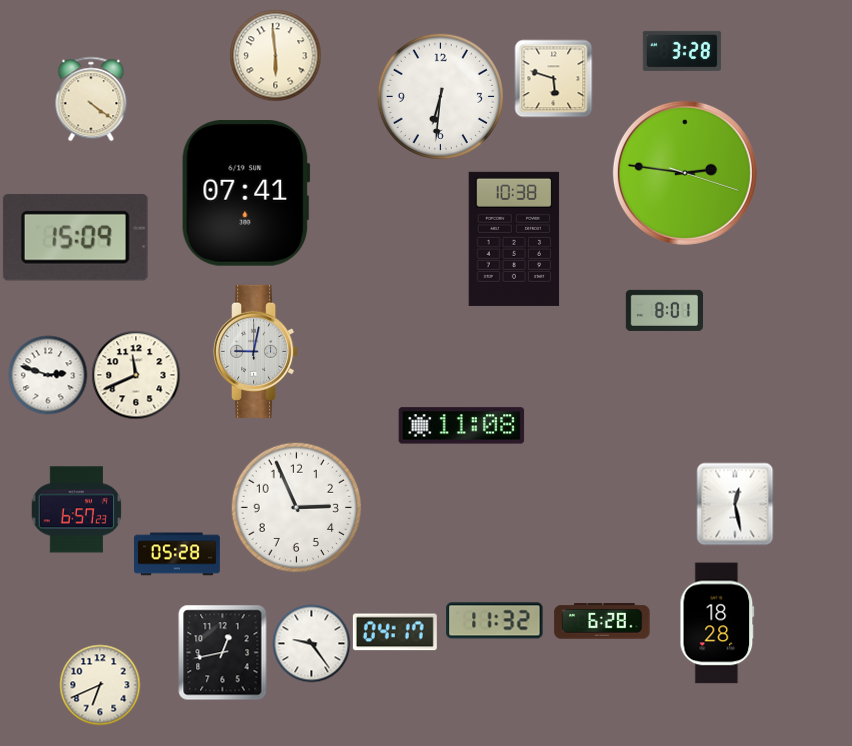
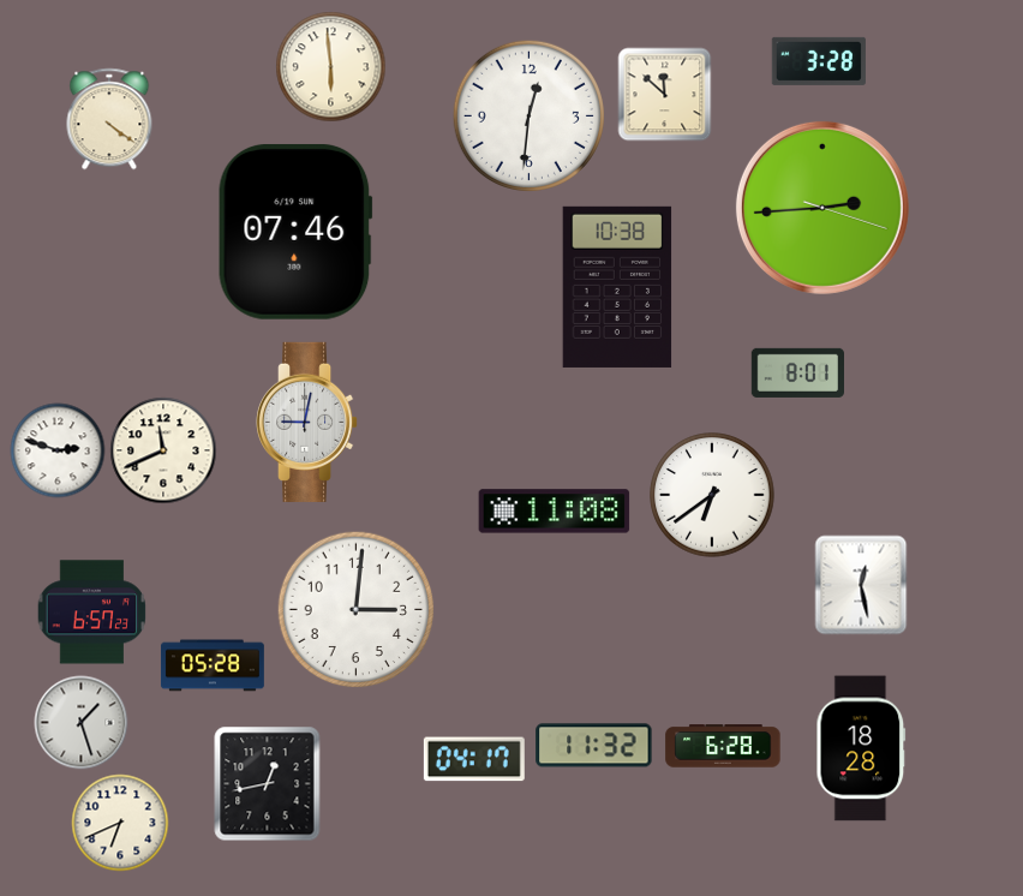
clock at (553, 78): 5:48 -> 11:52
clock at (440, 96): 6:31 -> 12:31
clock at (685, 173): 2:46 -> 2:44
clock at (246, 193): 07:41 -> 07:46
clock at (75, 237): 15:09 -> none
clock at (712, 495): none -> 6:39
clock at (735, 504) position: (735, 504) -> (861, 585)
clock at (297, 508): 2:56 -> 3:01
clock at (80, 722): none -> 1:27
clock at (311, 643): 9:24 -> none
